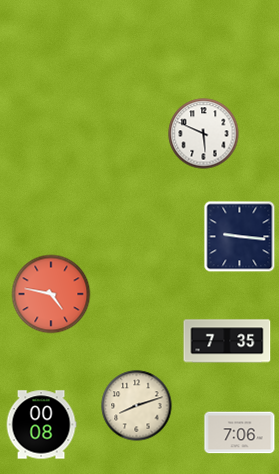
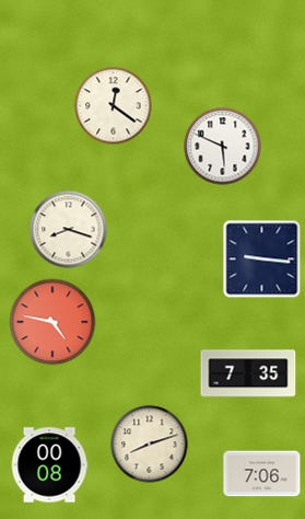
clock at (114, 106): none -> 12:21
clock at (69, 230): none -> 8:18
clock at (51, 294) position: (51, 294) -> (52, 322)
clock at (41, 425) position: (41, 425) -> (49, 465)
